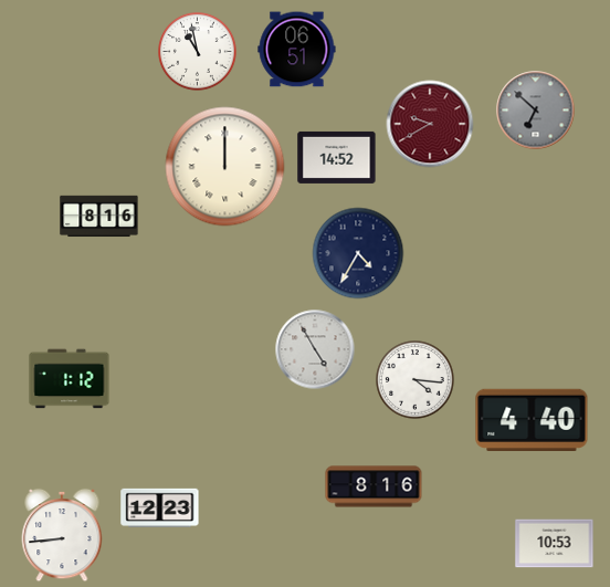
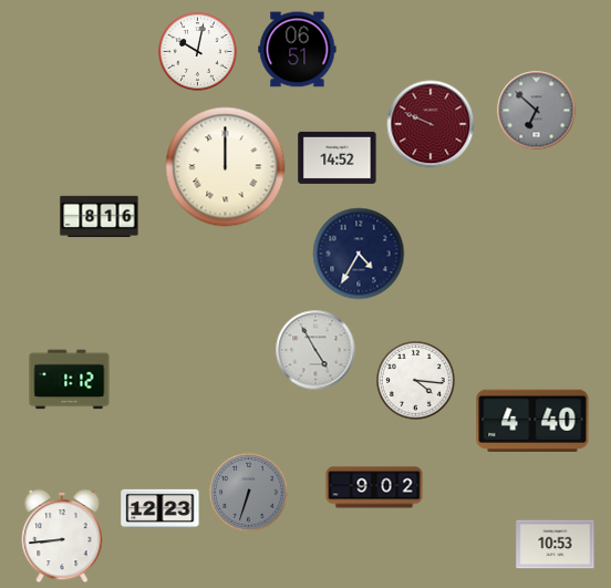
clock at (198, 52): 10:58 -> 10:02
clock at (430, 124): 9:40 -> 9:49
clock at (374, 486): 8:16 -> 9:02
clock at (249, 493): none -> 6:33
